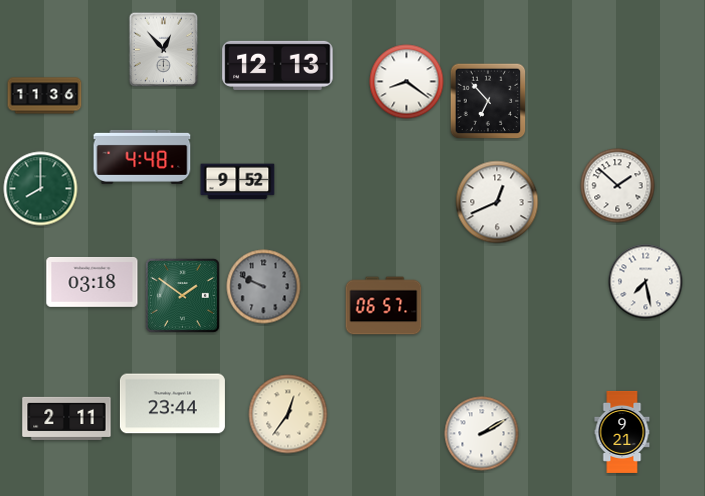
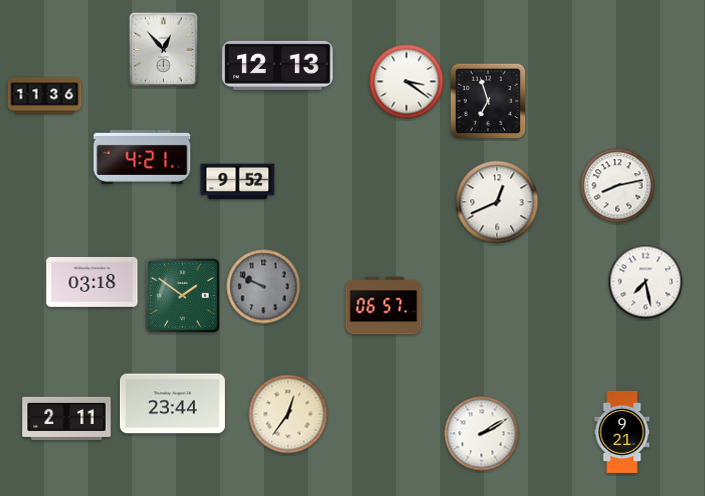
clock at (407, 82): 8:21 -> 3:21
clock at (488, 101): 6:53 -> 6:57
clock at (142, 157): 4:48 -> 4:21
clock at (618, 186): 1:52 -> 8:13
clock at (41, 189): 8:00 -> none
